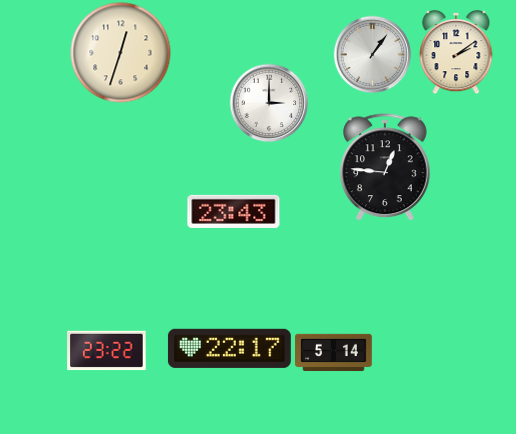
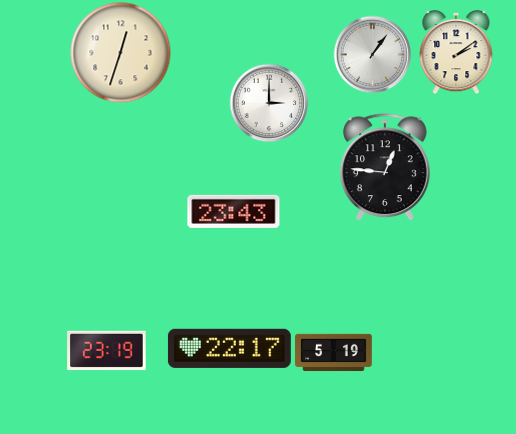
clock at (107, 351): 23:22 -> 23:19
clock at (334, 353): 5:14 -> 5:19
